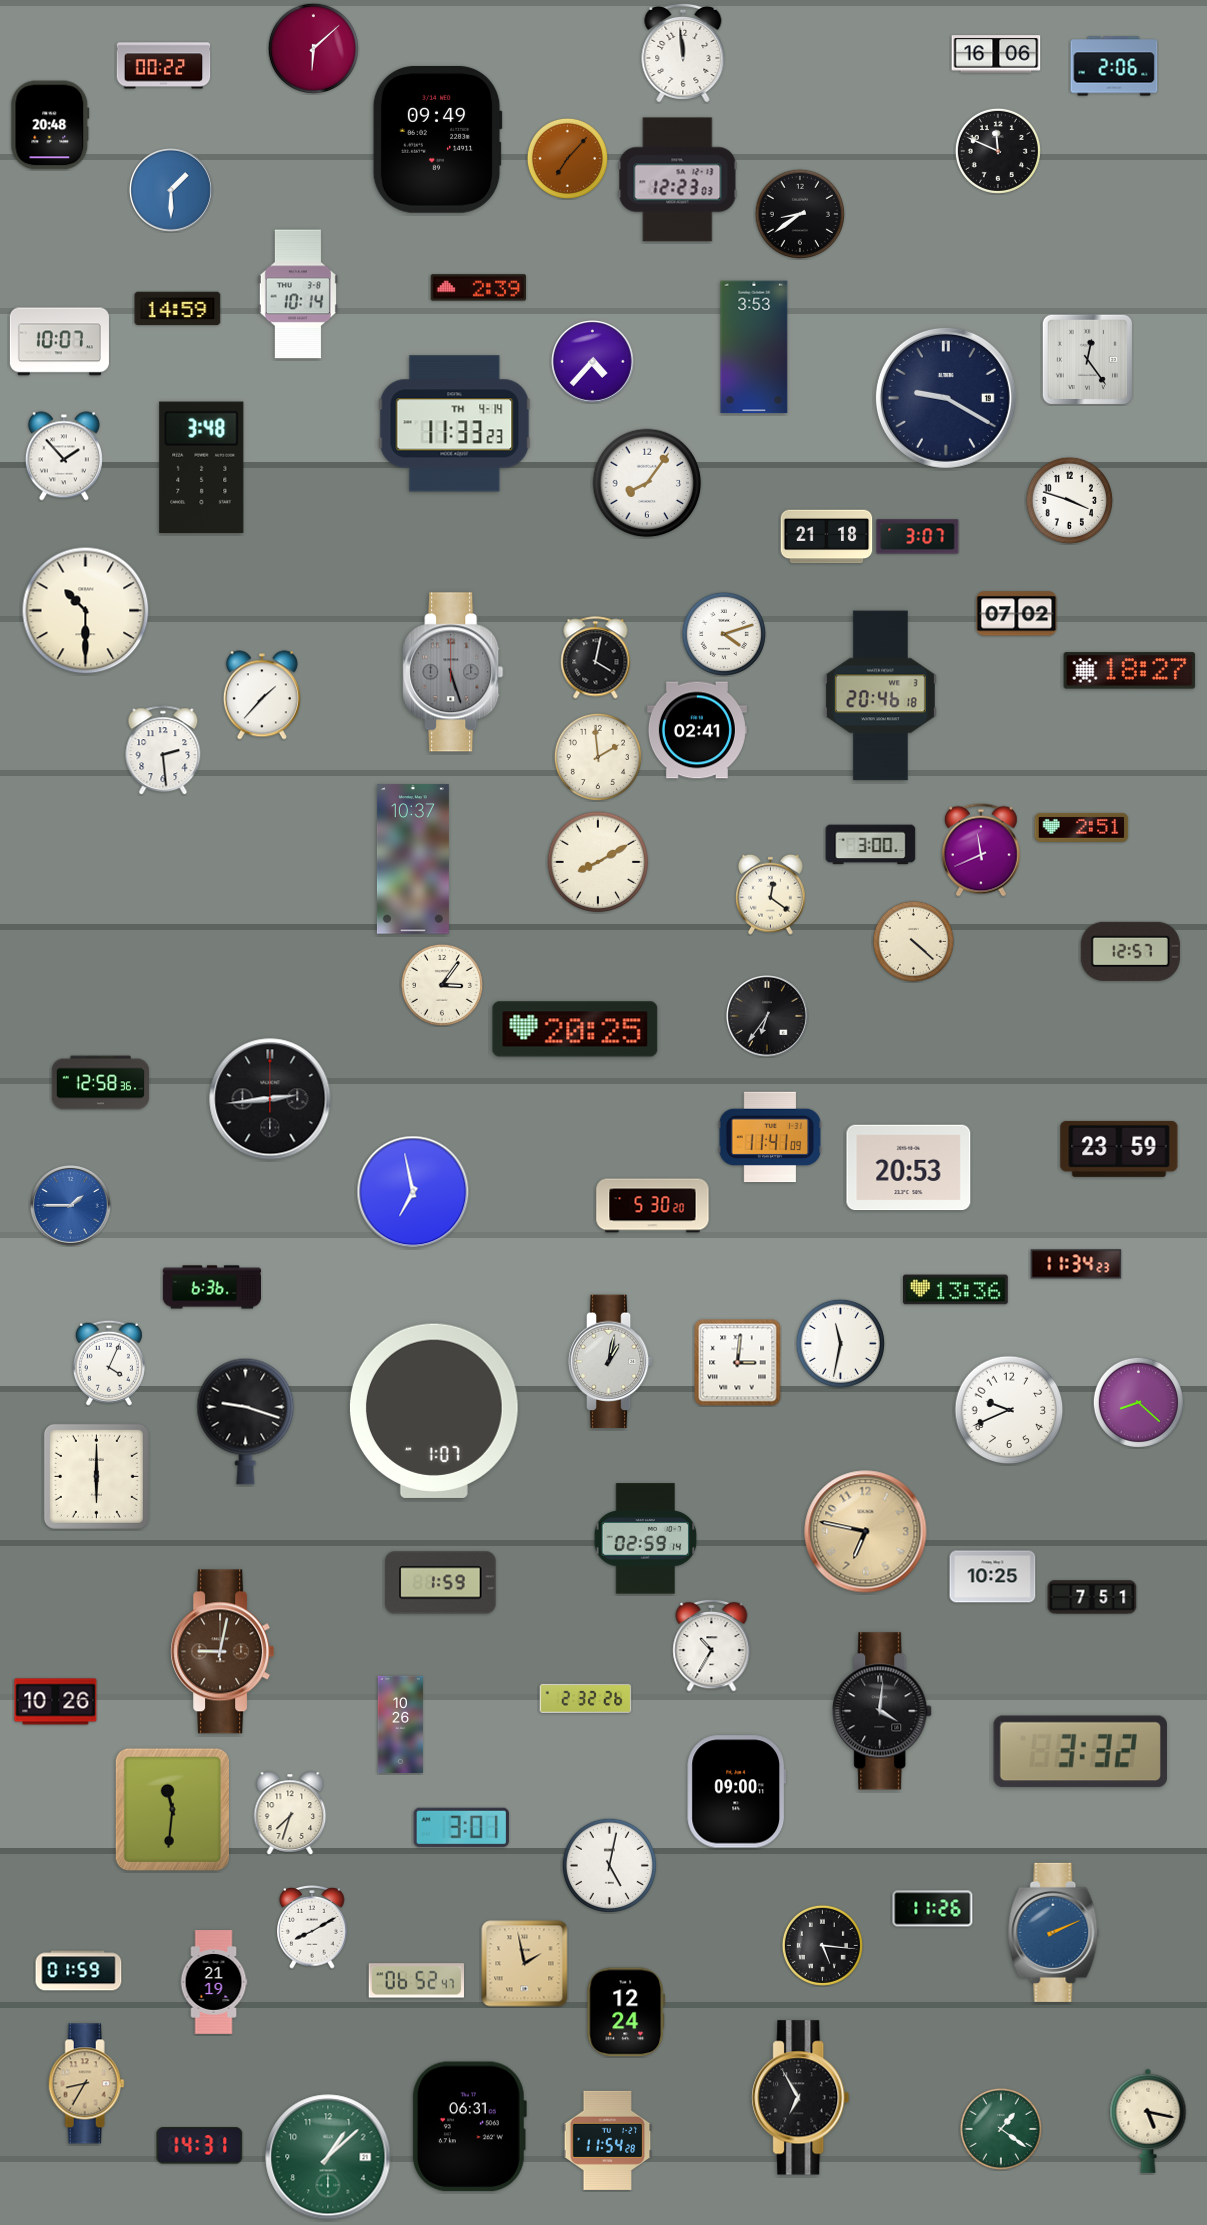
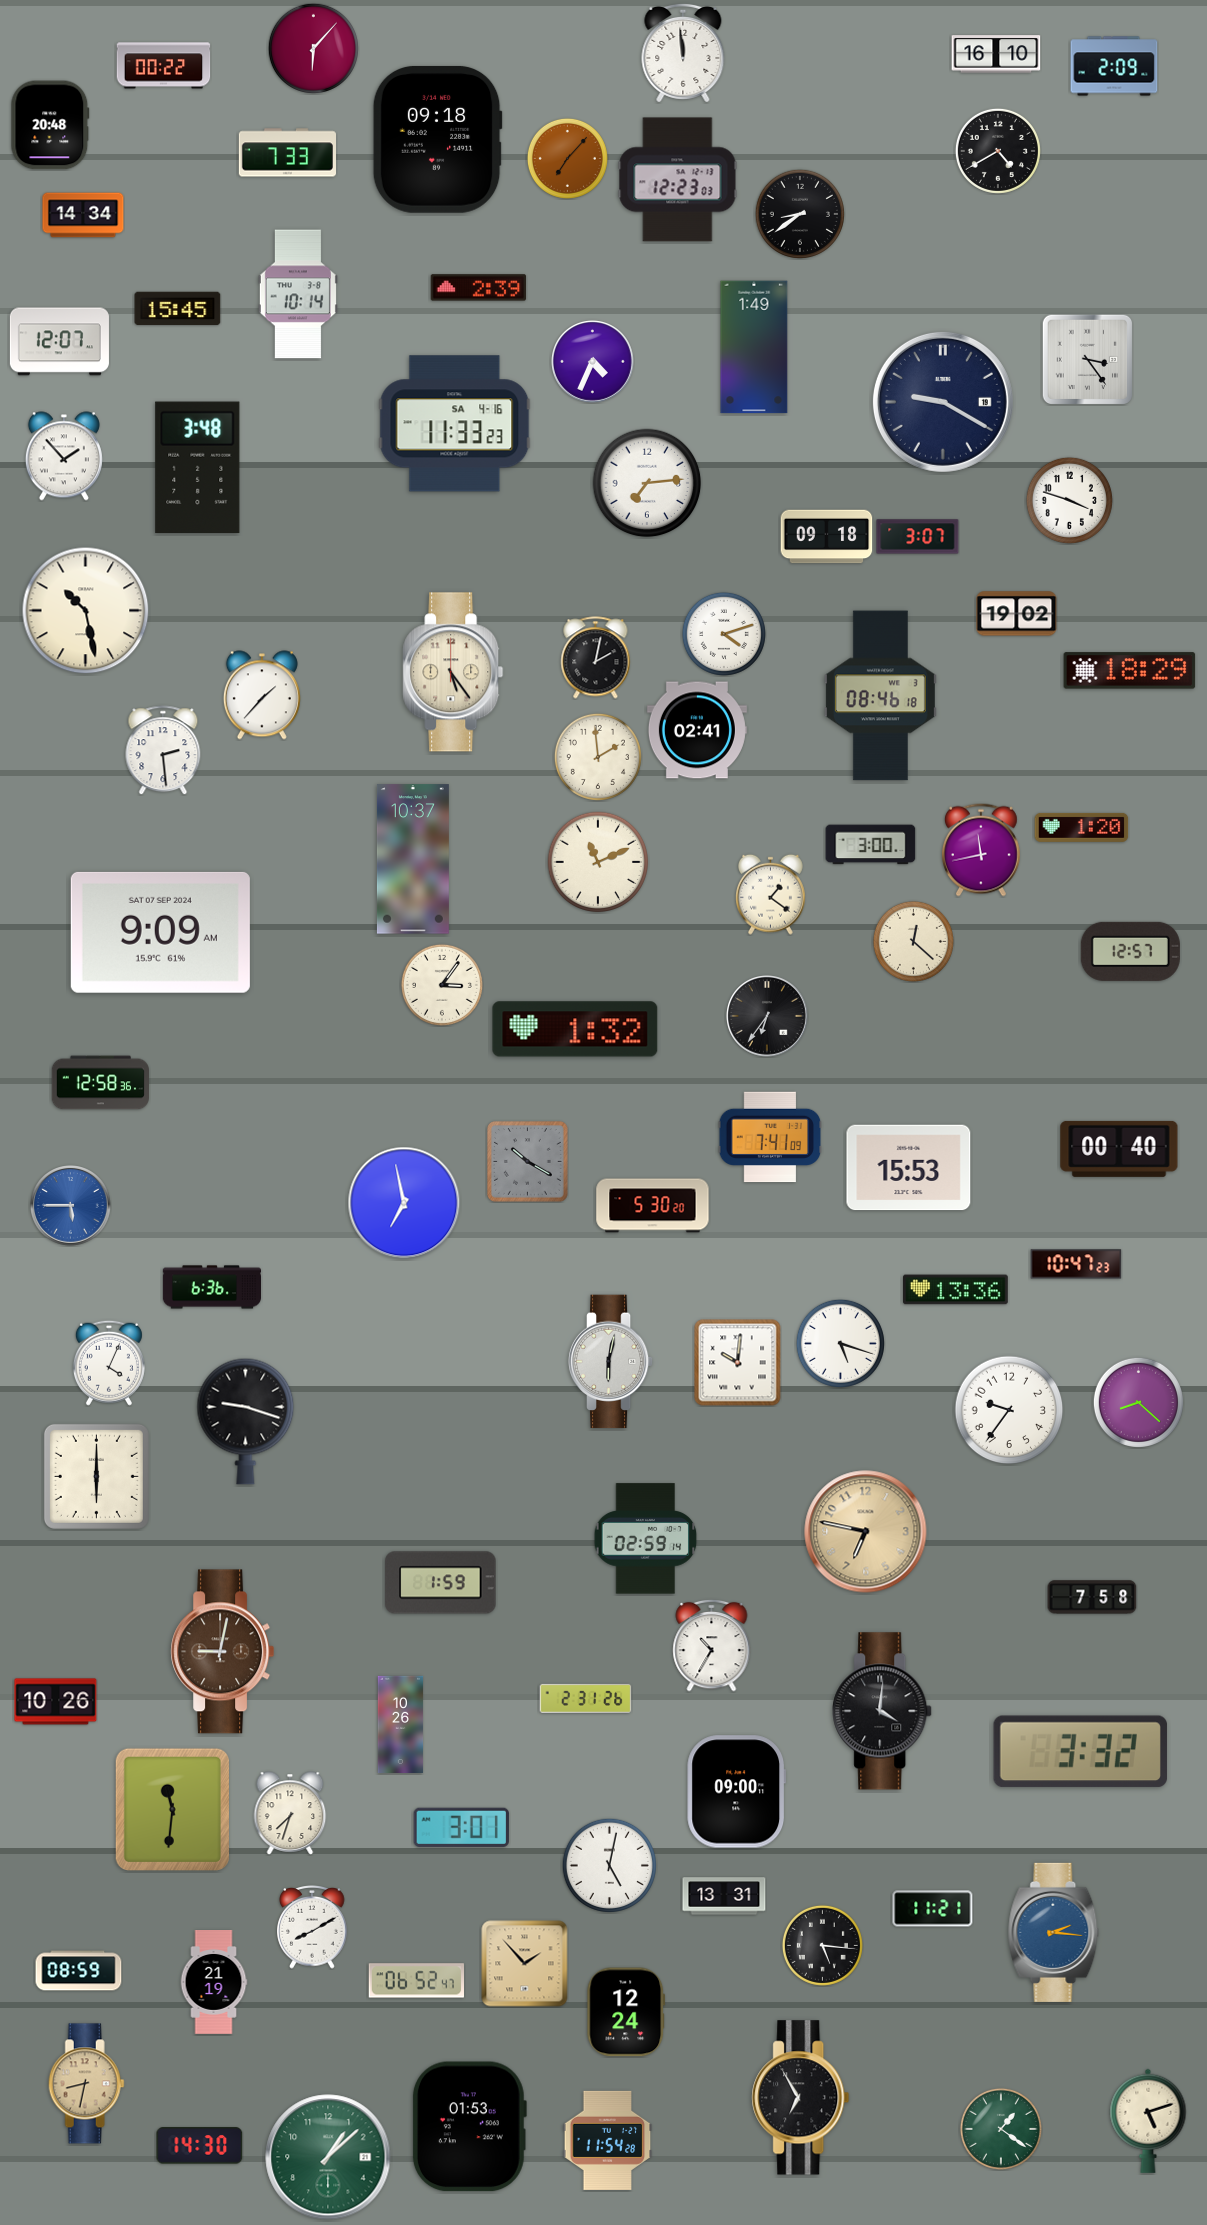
clock at (313, 48): 6:08 -> 6:07
clock at (996, 54): 16:06 -> 16:10
clock at (1114, 66): 2:06 -> 2:09
clock at (437, 139): 09:49 -> 09:18
clock at (998, 151): 11:49 -> 4:40
clock at (287, 153): none -> 7:33
clock at (171, 190): 1:30 -> none
clock at (83, 215): none -> 14:34
clock at (178, 309): 14:59 -> 15:45
clock at (59, 342): 10:07 -> 12:07
clock at (754, 347): 3:53 -> 1:49
clock at (1087, 359): 12:24 -> 3:24
clock at (592, 361): 4:37 -> 4:34
clock at (946, 398) position: (946, 398) -> (943, 402)
clock at (455, 424) date: TH 4-14 -> SA 4-16
clock at (202, 468) position: (202, 468) -> (198, 468)
clock at (647, 483): 8:06 -> 7:14
clock at (827, 537): 21:18 -> 09:18
clock at (86, 611): 10:30 -> 10:28
clock at (1017, 614): 07:02 -> 19:02
clock at (596, 658): 4:02 -> 2:02
clock at (1130, 671): 18:27 -> 18:29
clock at (453, 672): 5:27 -> 5:24
clock at (453, 672) dial: grey -> cream
clock at (880, 696): 20:46 -> 08:46
clock at (1082, 827): 2:51 -> 1:20
clock at (982, 850): 11:41 -> 11:43
clock at (598, 862): 8:10 -> 11:11
clock at (770, 894): 12:21 -> 1:21
clock at (160, 932): none -> 9:09
clock at (913, 941): 4:22 -> 12:22
clock at (575, 1029): 20:25 -> 1:32
clock at (270, 1099): 2:44 -> none
clock at (770, 1137): 11:41 -> 7:41
clock at (1119, 1149): 23:59 -> 00:40
clock at (528, 1162): none -> 10:20
clock at (909, 1168): 20:53 -> 15:53
clock at (413, 1192) position: (413, 1192) -> (404, 1203)
clock at (71, 1206): 1:45 -> 5:45
clock at (1076, 1264): 11:34 -> 10:47
clock at (840, 1343): 11:32 -> 5:18
clock at (611, 1362): 1:02 -> 6:02
clock at (738, 1363): 3:01 -> 10:01
clock at (1009, 1410): 9:41 -> 9:36
clock at (434, 1411): 1:07 -> none
clock at (993, 1577): 10:25 -> none
clock at (1092, 1597): 7:51 -> 7:58
clock at (586, 1698): 2:32 -> 2:31
clock at (724, 1896): none -> 13:31
clock at (933, 1909): 11:26 -> 11:21
clock at (1054, 1932): 2:11 -> 2:16
clock at (525, 1964): 1:58 -> 1:53
clock at (79, 1971): 01:59 -> 08:59
clock at (86, 2084): 8:35 -> 8:32
clock at (1148, 2121): 5:17 -> 5:12
clock at (469, 2127): 06:31 -> 01:53
clock at (200, 2146): 14:31 -> 14:30
